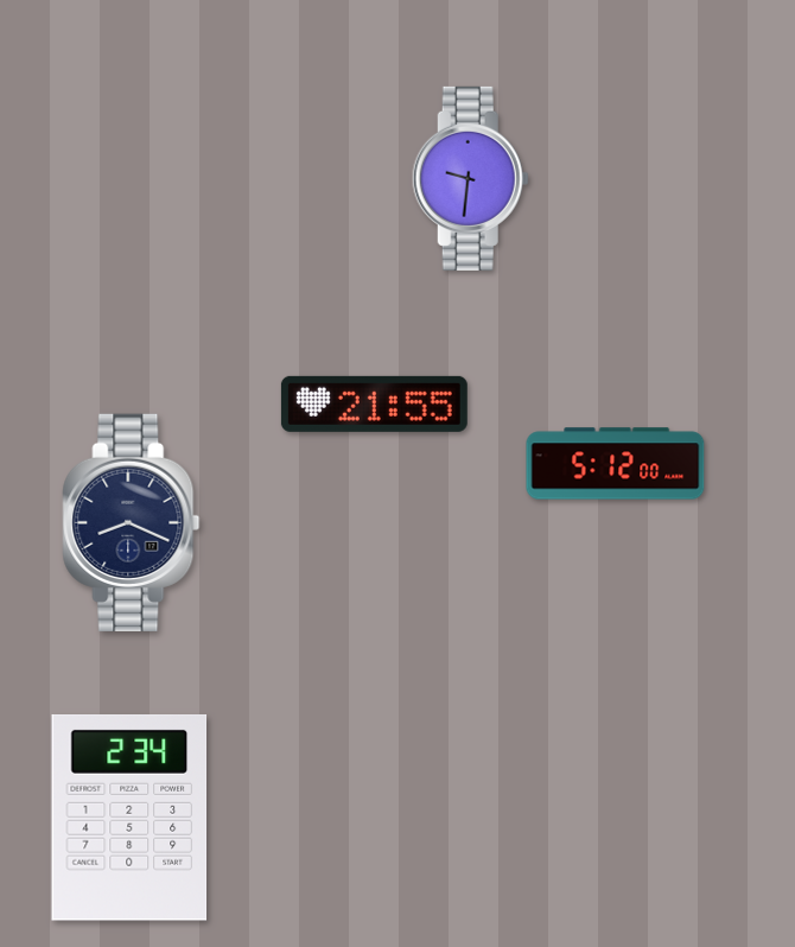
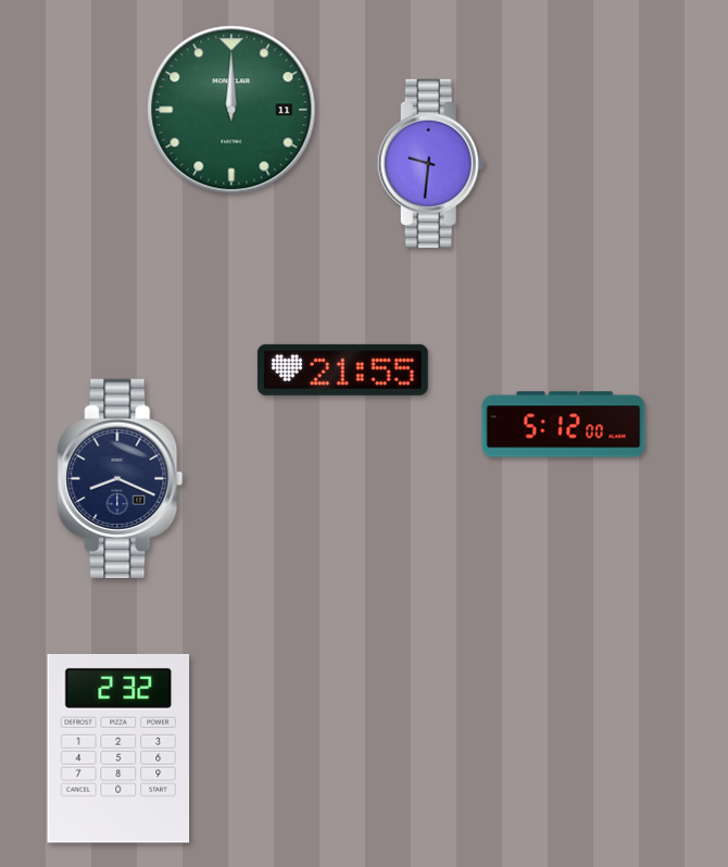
clock at (231, 110): none -> 12:00
clock at (129, 818): 2:34 -> 2:32
